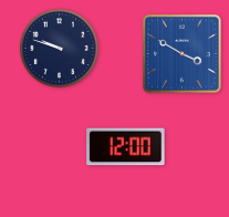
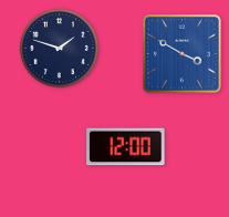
clock at (59, 48): 9:48 -> 1:48
